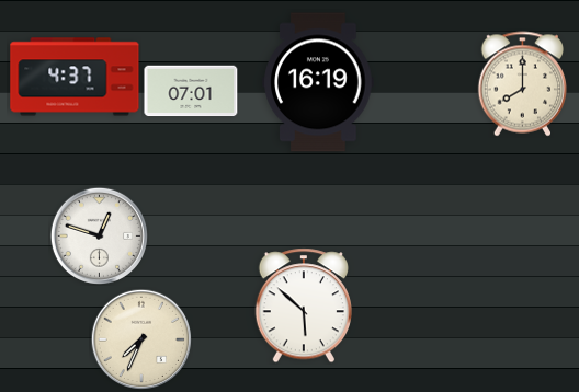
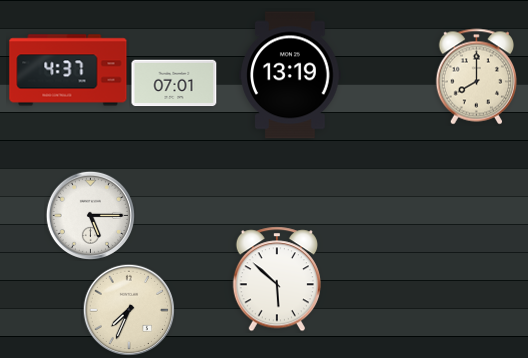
clock at (318, 82): 16:19 -> 13:19
clock at (99, 235): 12:48 -> 5:15
